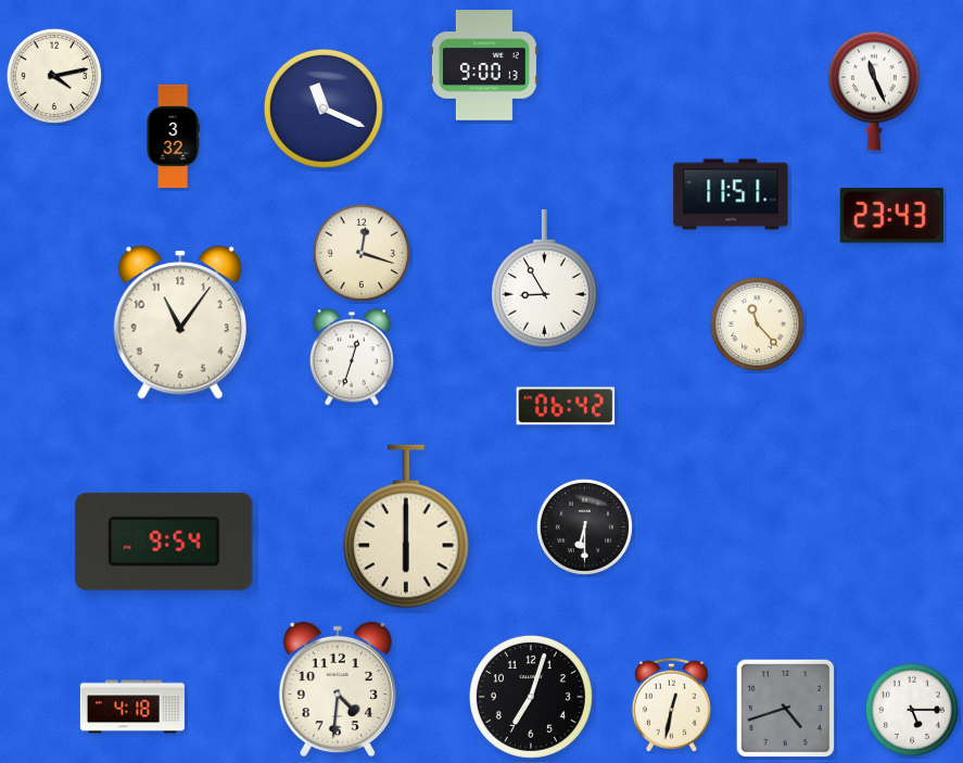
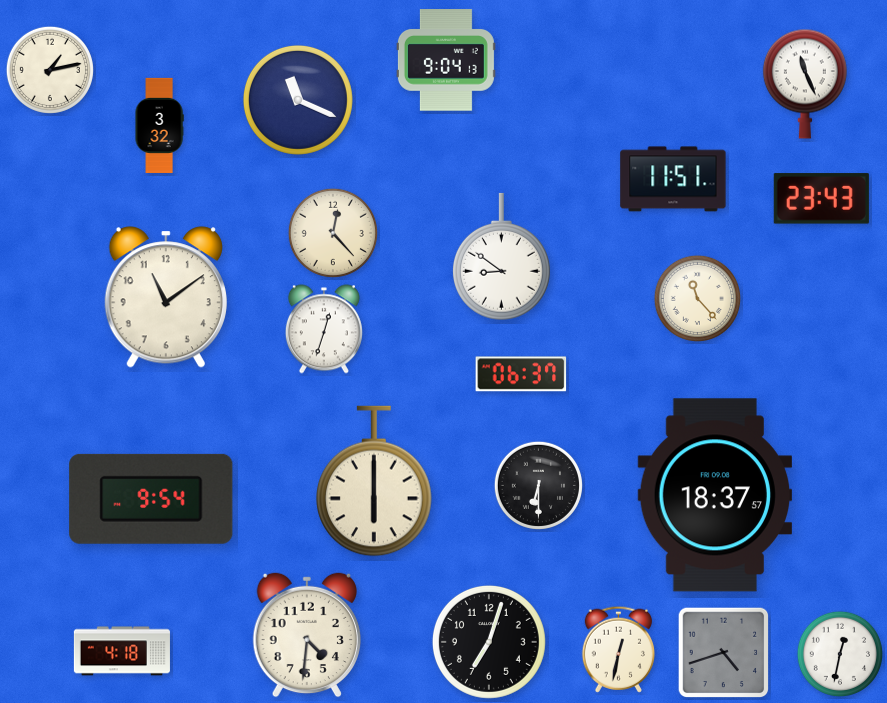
clock at (484, 65): 9:00 -> 9:04
clock at (54, 76): 4:13 -> 1:13
clock at (362, 253): 12:18 -> 12:23
clock at (544, 279): 8:55 -> 8:51
clock at (180, 322): 11:06 -> 11:09
clock at (566, 406): 06:42 -> 06:37
clock at (406, 526) position: (406, 526) -> (374, 481)
clock at (714, 495): none -> 18:37
clock at (337, 689) position: (337, 689) -> (306, 635)
clock at (911, 709): 5:15 -> 12:32
